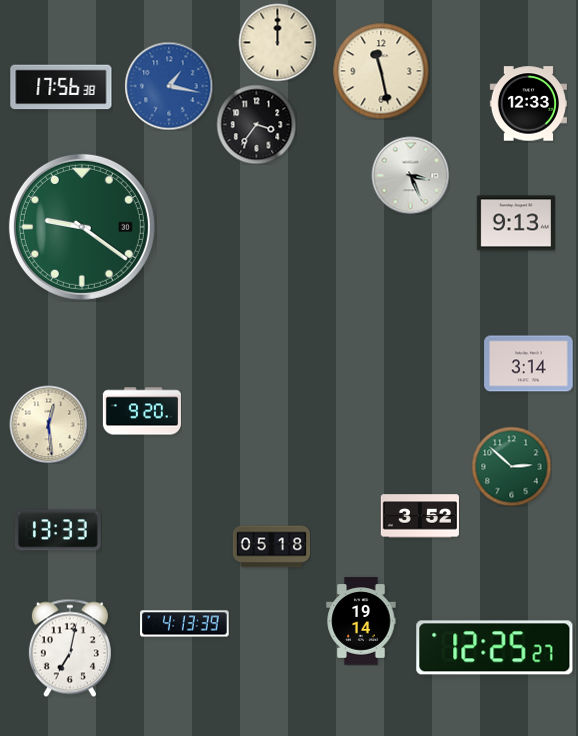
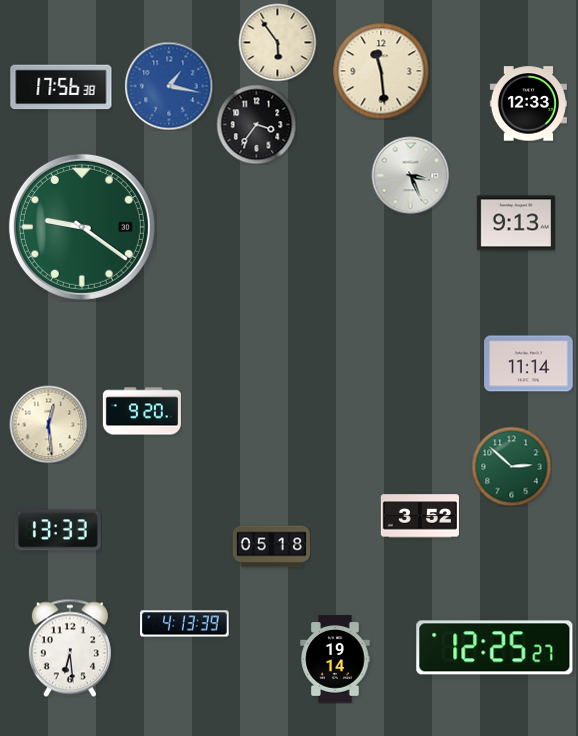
clock at (277, 42): 12:00 -> 5:54
clock at (381, 71): 11:28 -> 11:29
clock at (529, 364): 3:14 -> 11:14
clock at (361, 621) position: (361, 621) -> (335, 659)
clock at (70, 648): 7:02 -> 6:29
